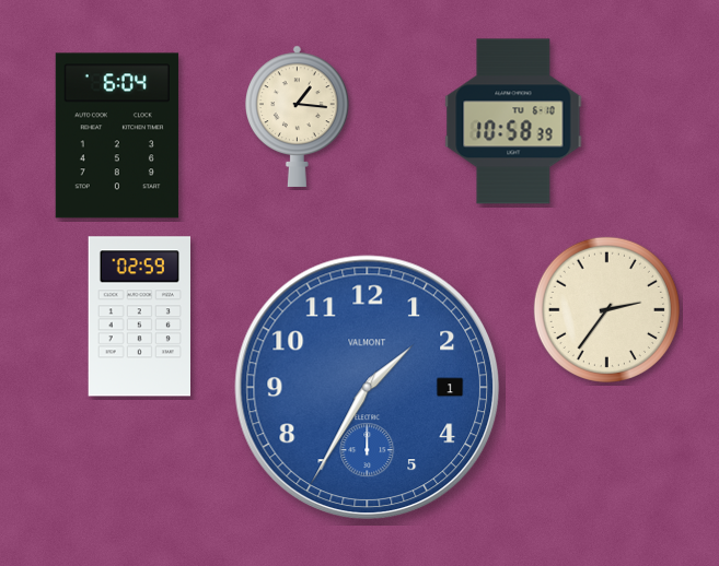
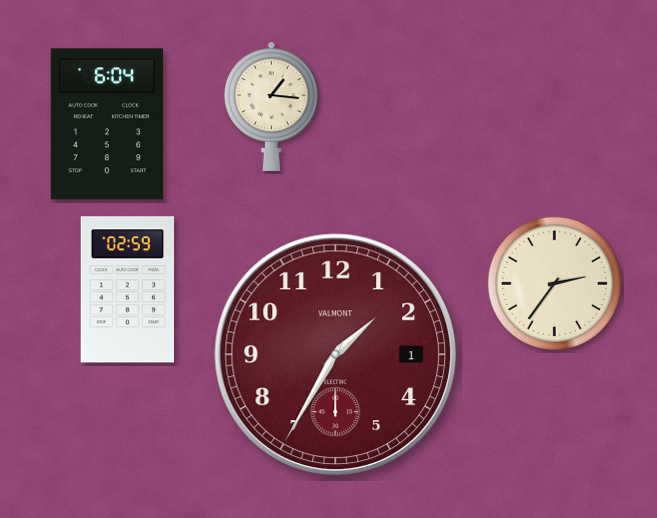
clock at (513, 121): 10:58 -> none
clock at (368, 388) dial: blue -> burgundy
